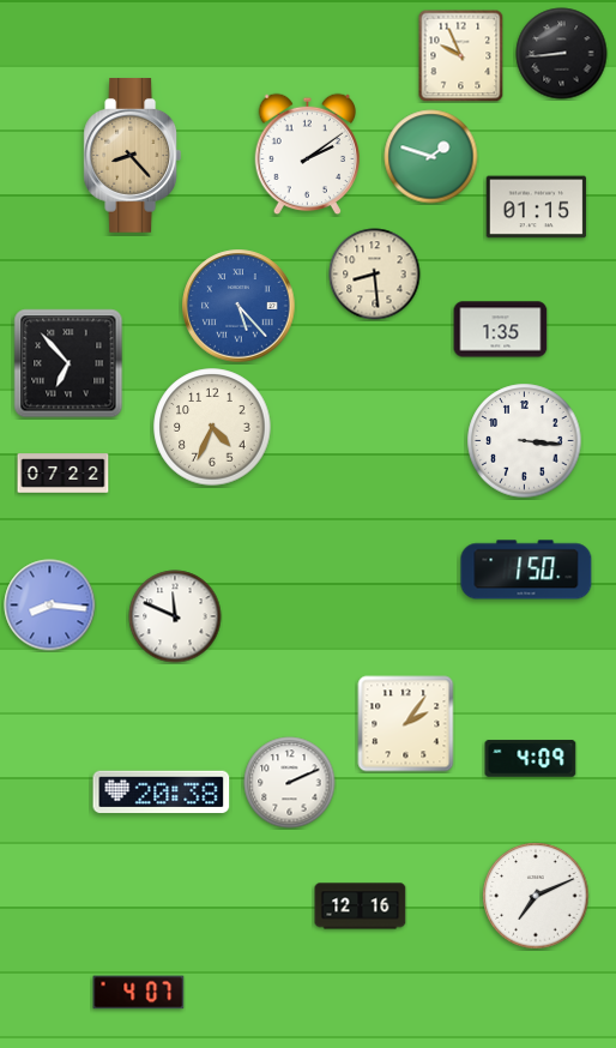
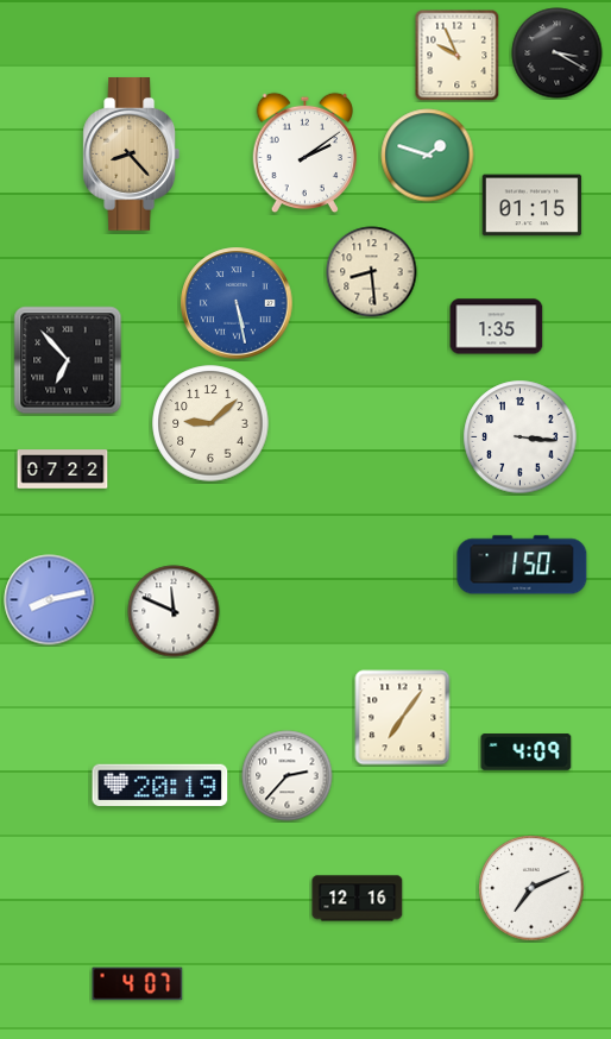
clock at (562, 54): 8:44 -> 3:20
clock at (238, 306): 5:23 -> 5:28
clock at (212, 427): 4:34 -> 9:08
clock at (50, 606): 8:16 -> 8:13
clock at (406, 724): 2:06 -> 7:06
clock at (290, 783): 2:11 -> 2:37
clock at (162, 793): 20:38 -> 20:19
